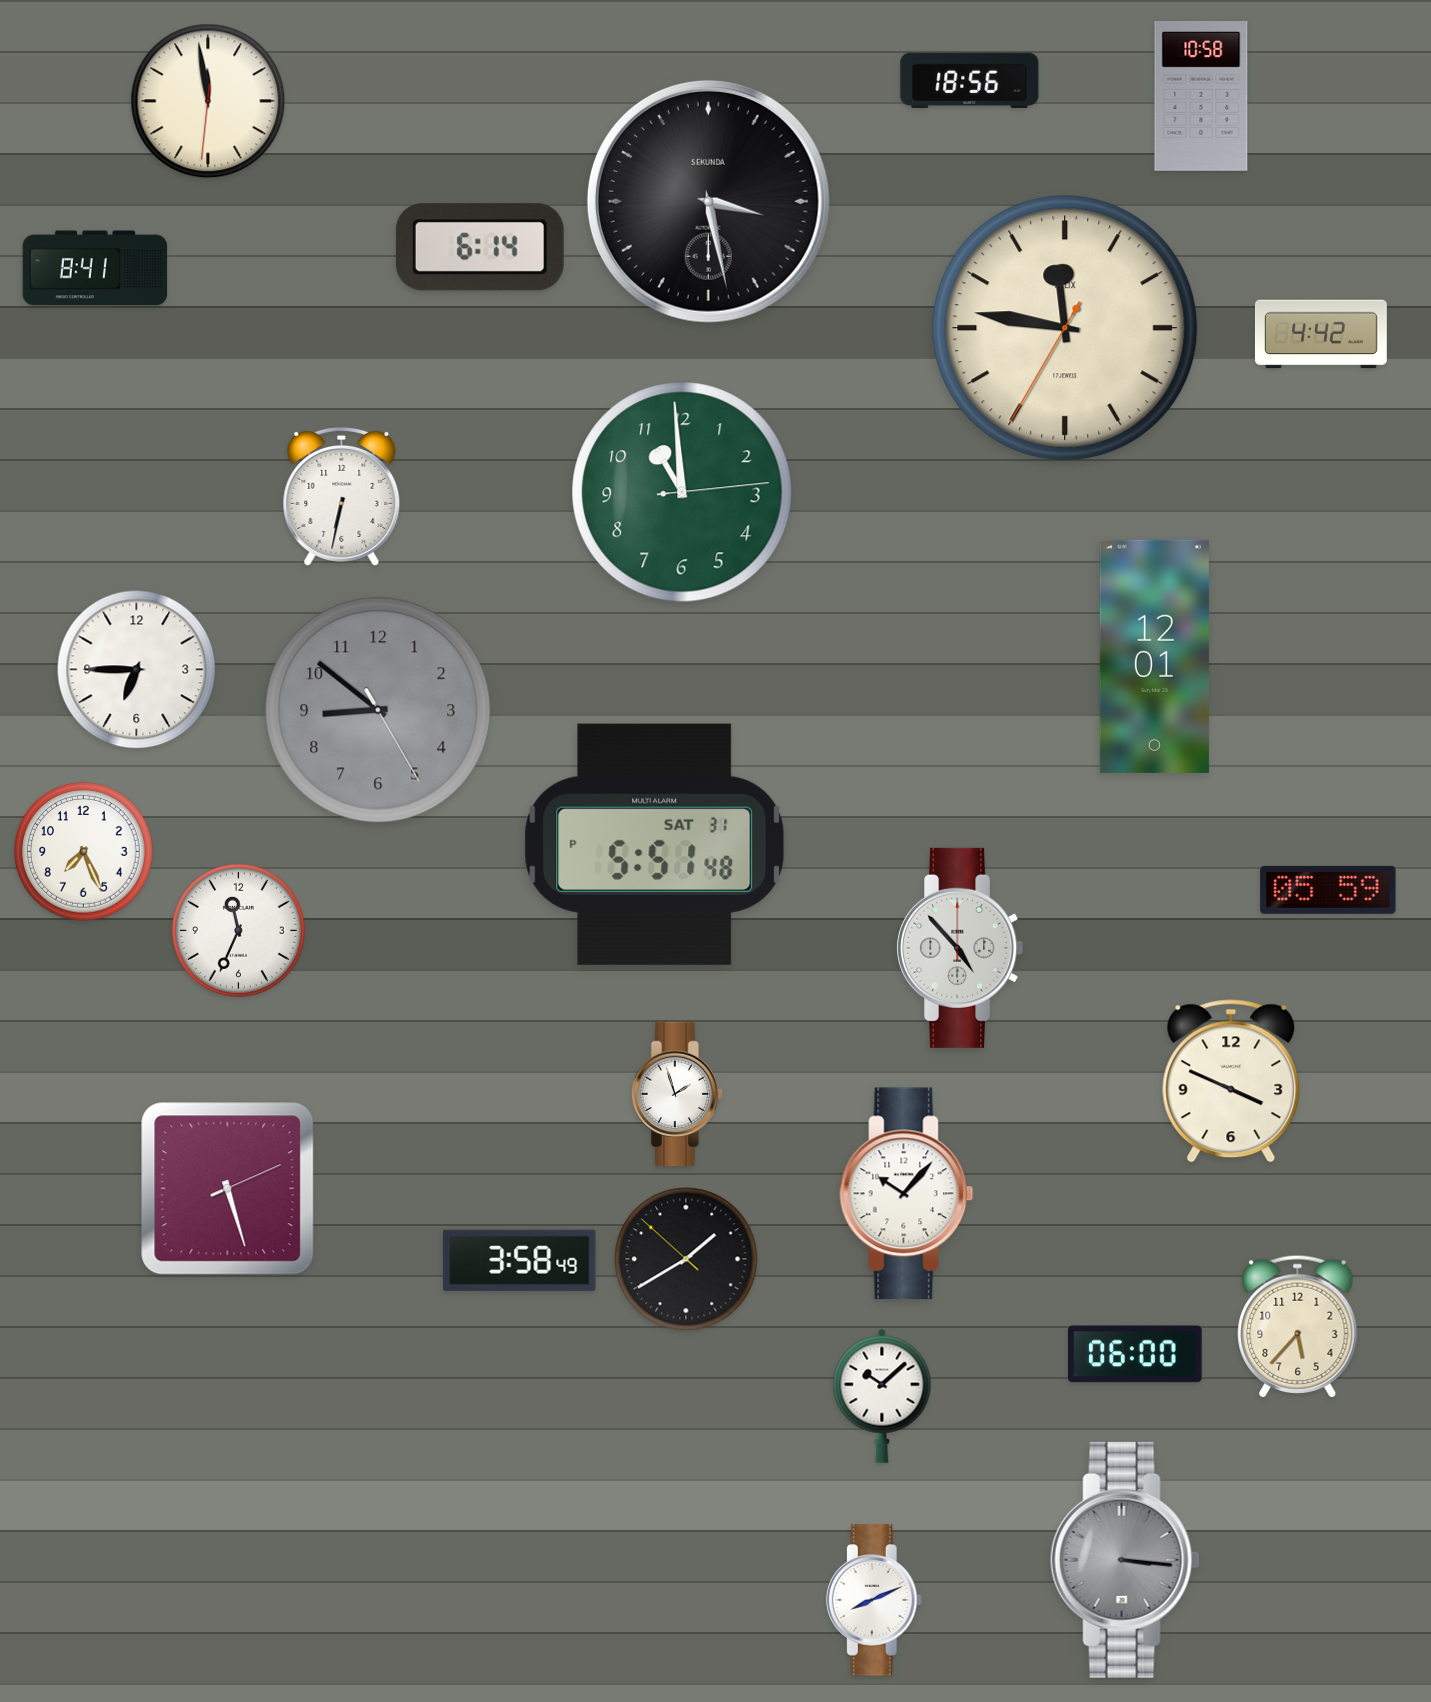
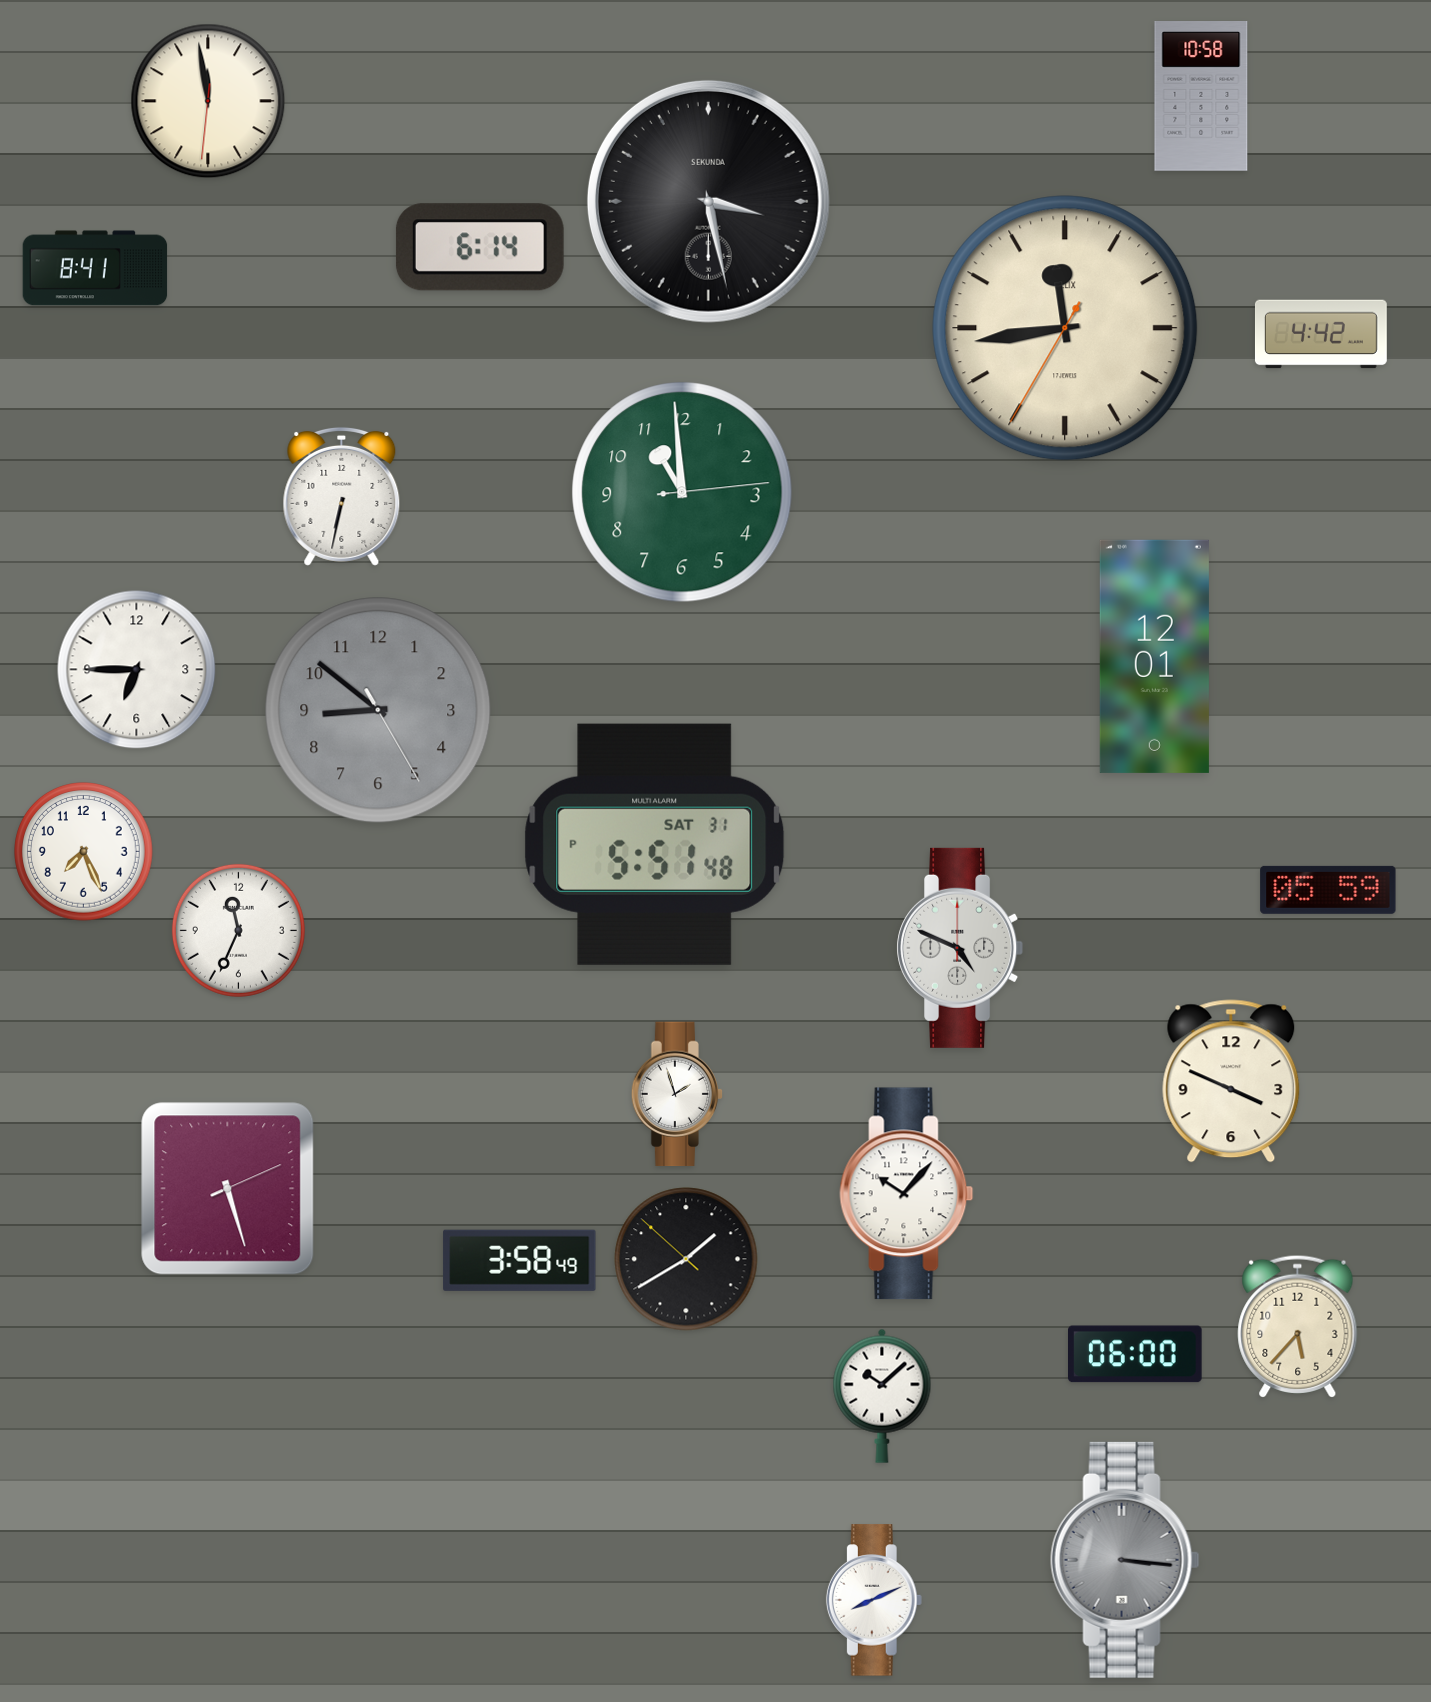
clock at (970, 80): 18:56 -> none
clock at (1065, 328): 11:46 -> 11:43
clock at (960, 948): 4:53 -> 4:49
